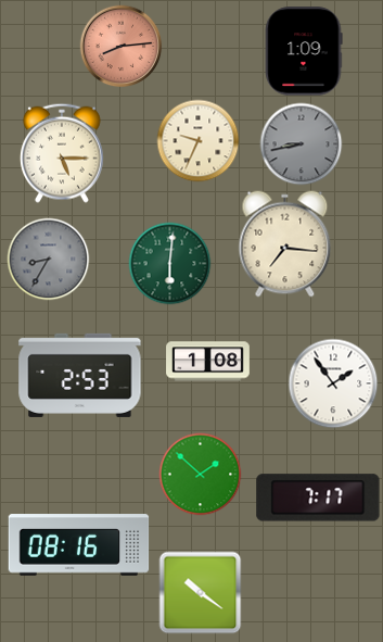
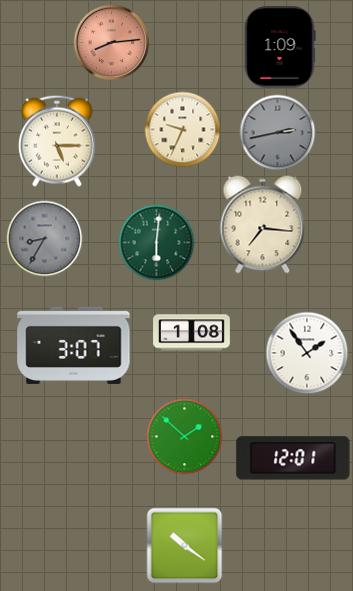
clock at (302, 144): 8:43 -> 2:43
clock at (80, 375): 2:53 -> 3:07
clock at (318, 498): 7:17 -> 12:01
clock at (79, 545): 08:16 -> none
